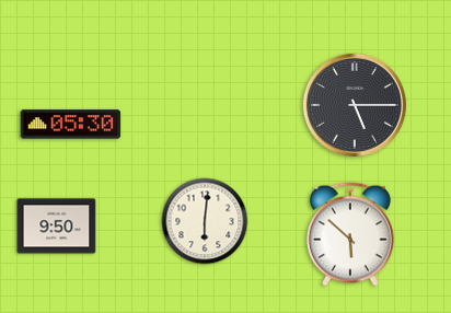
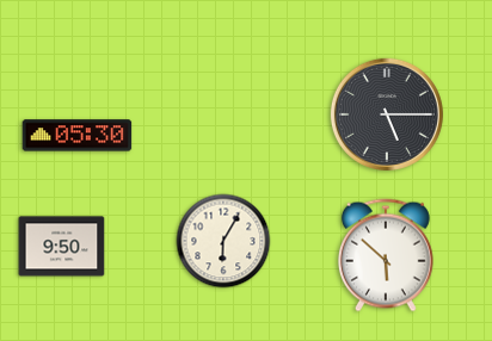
clock at (205, 221): 6:01 -> 6:05
clock at (350, 234) position: (350, 234) -> (386, 255)
